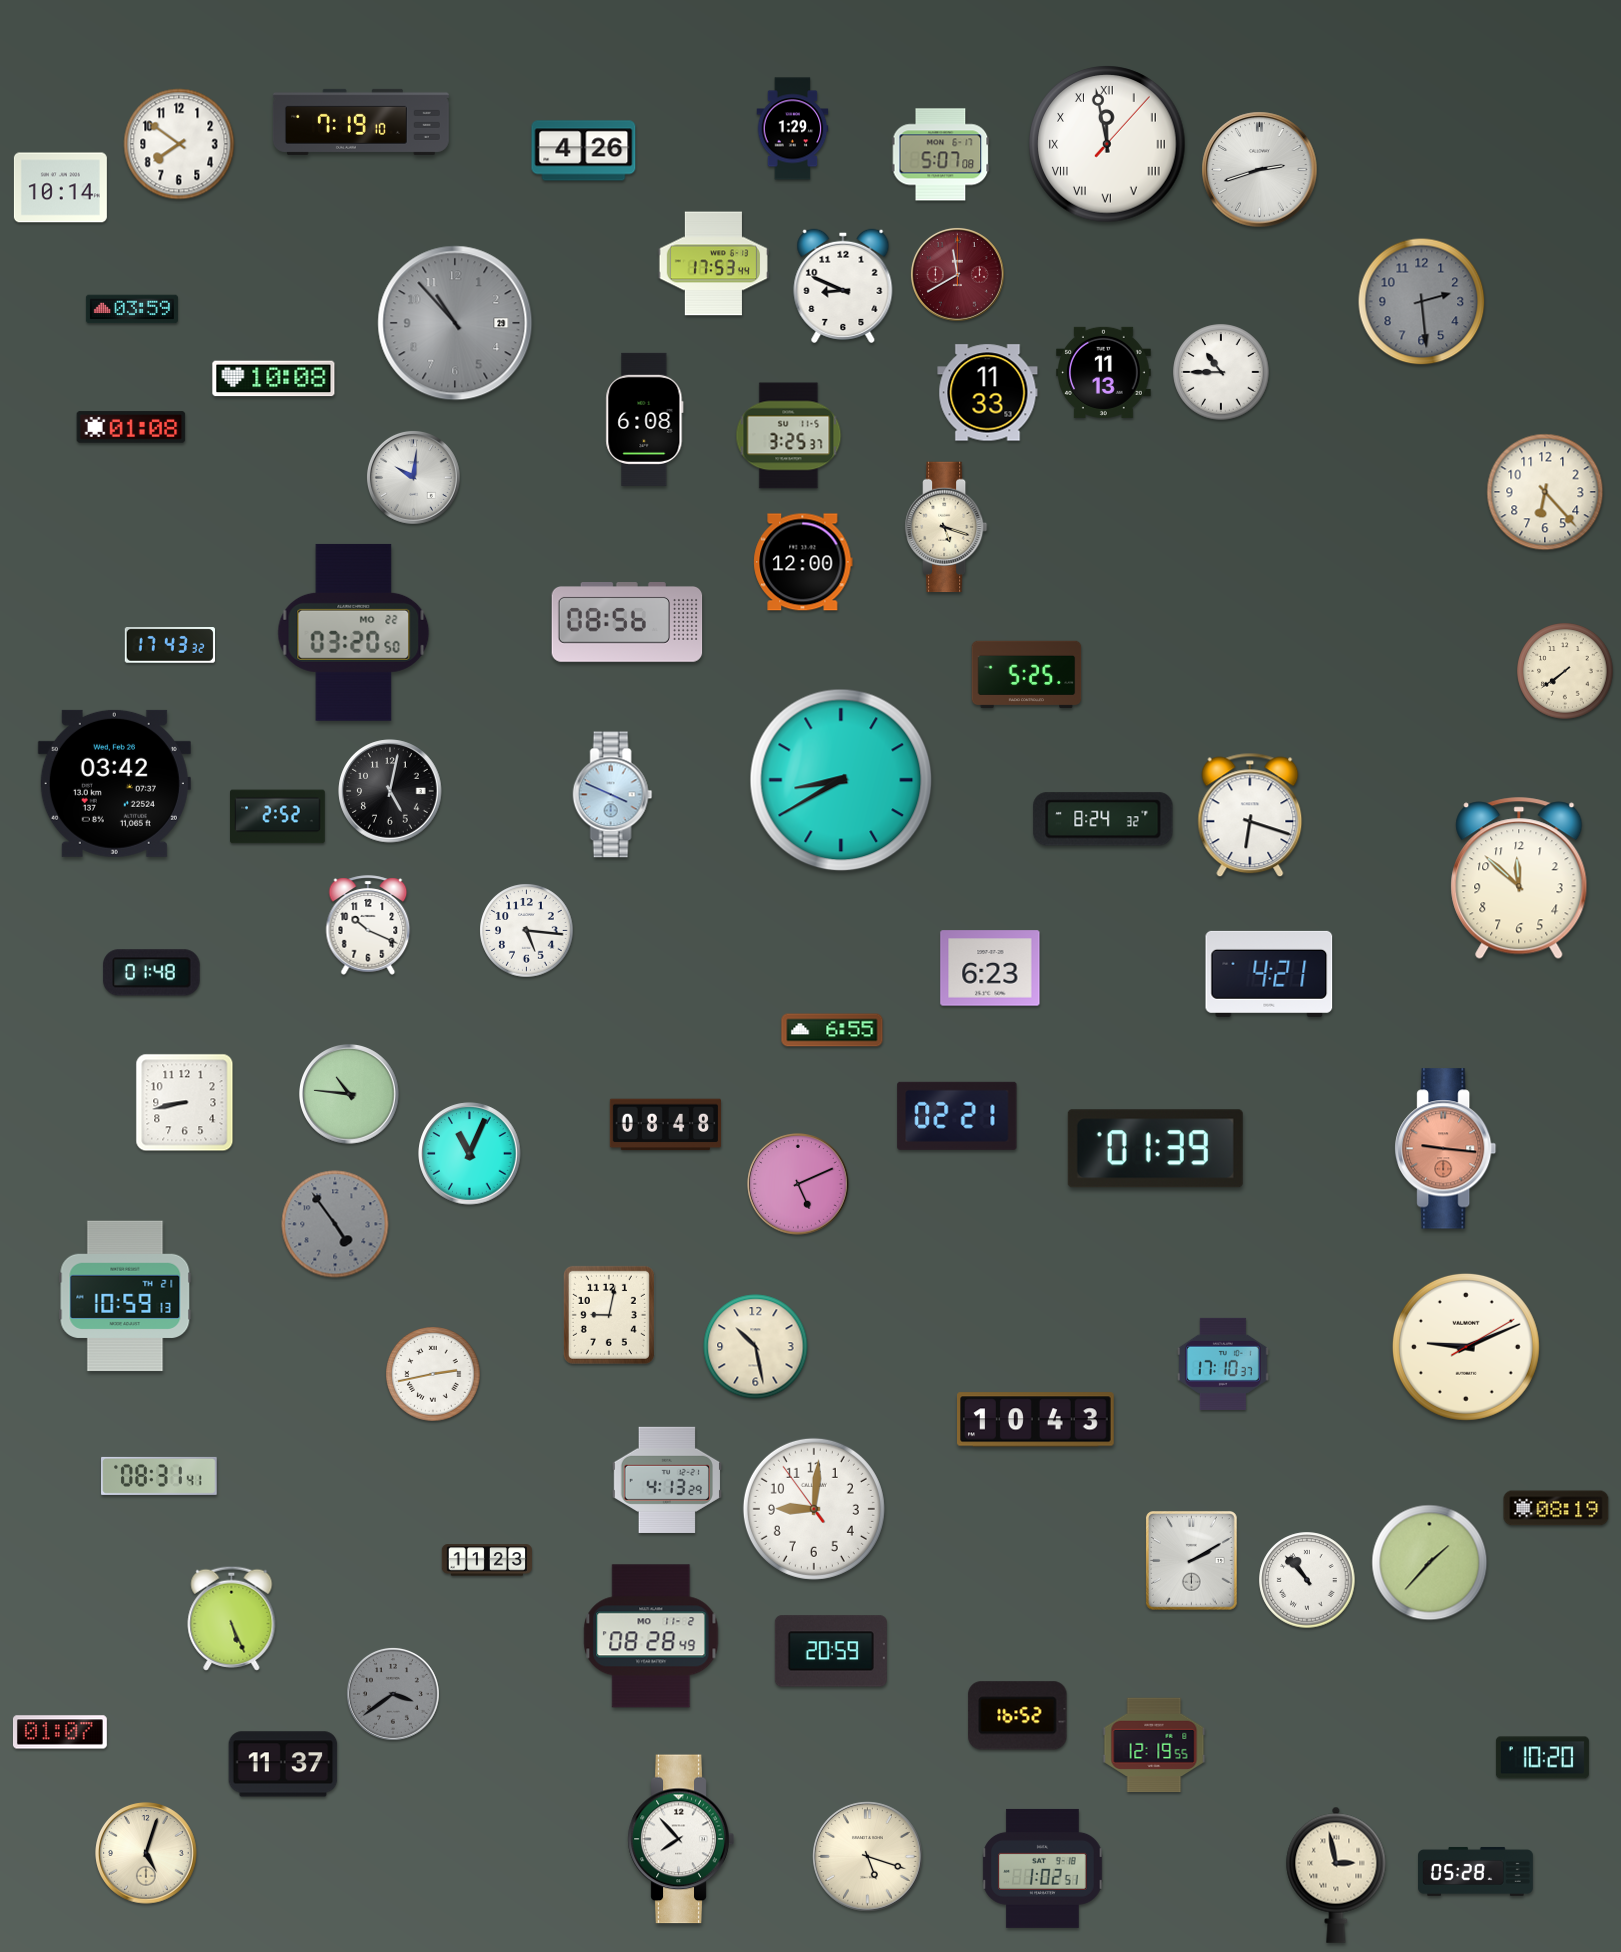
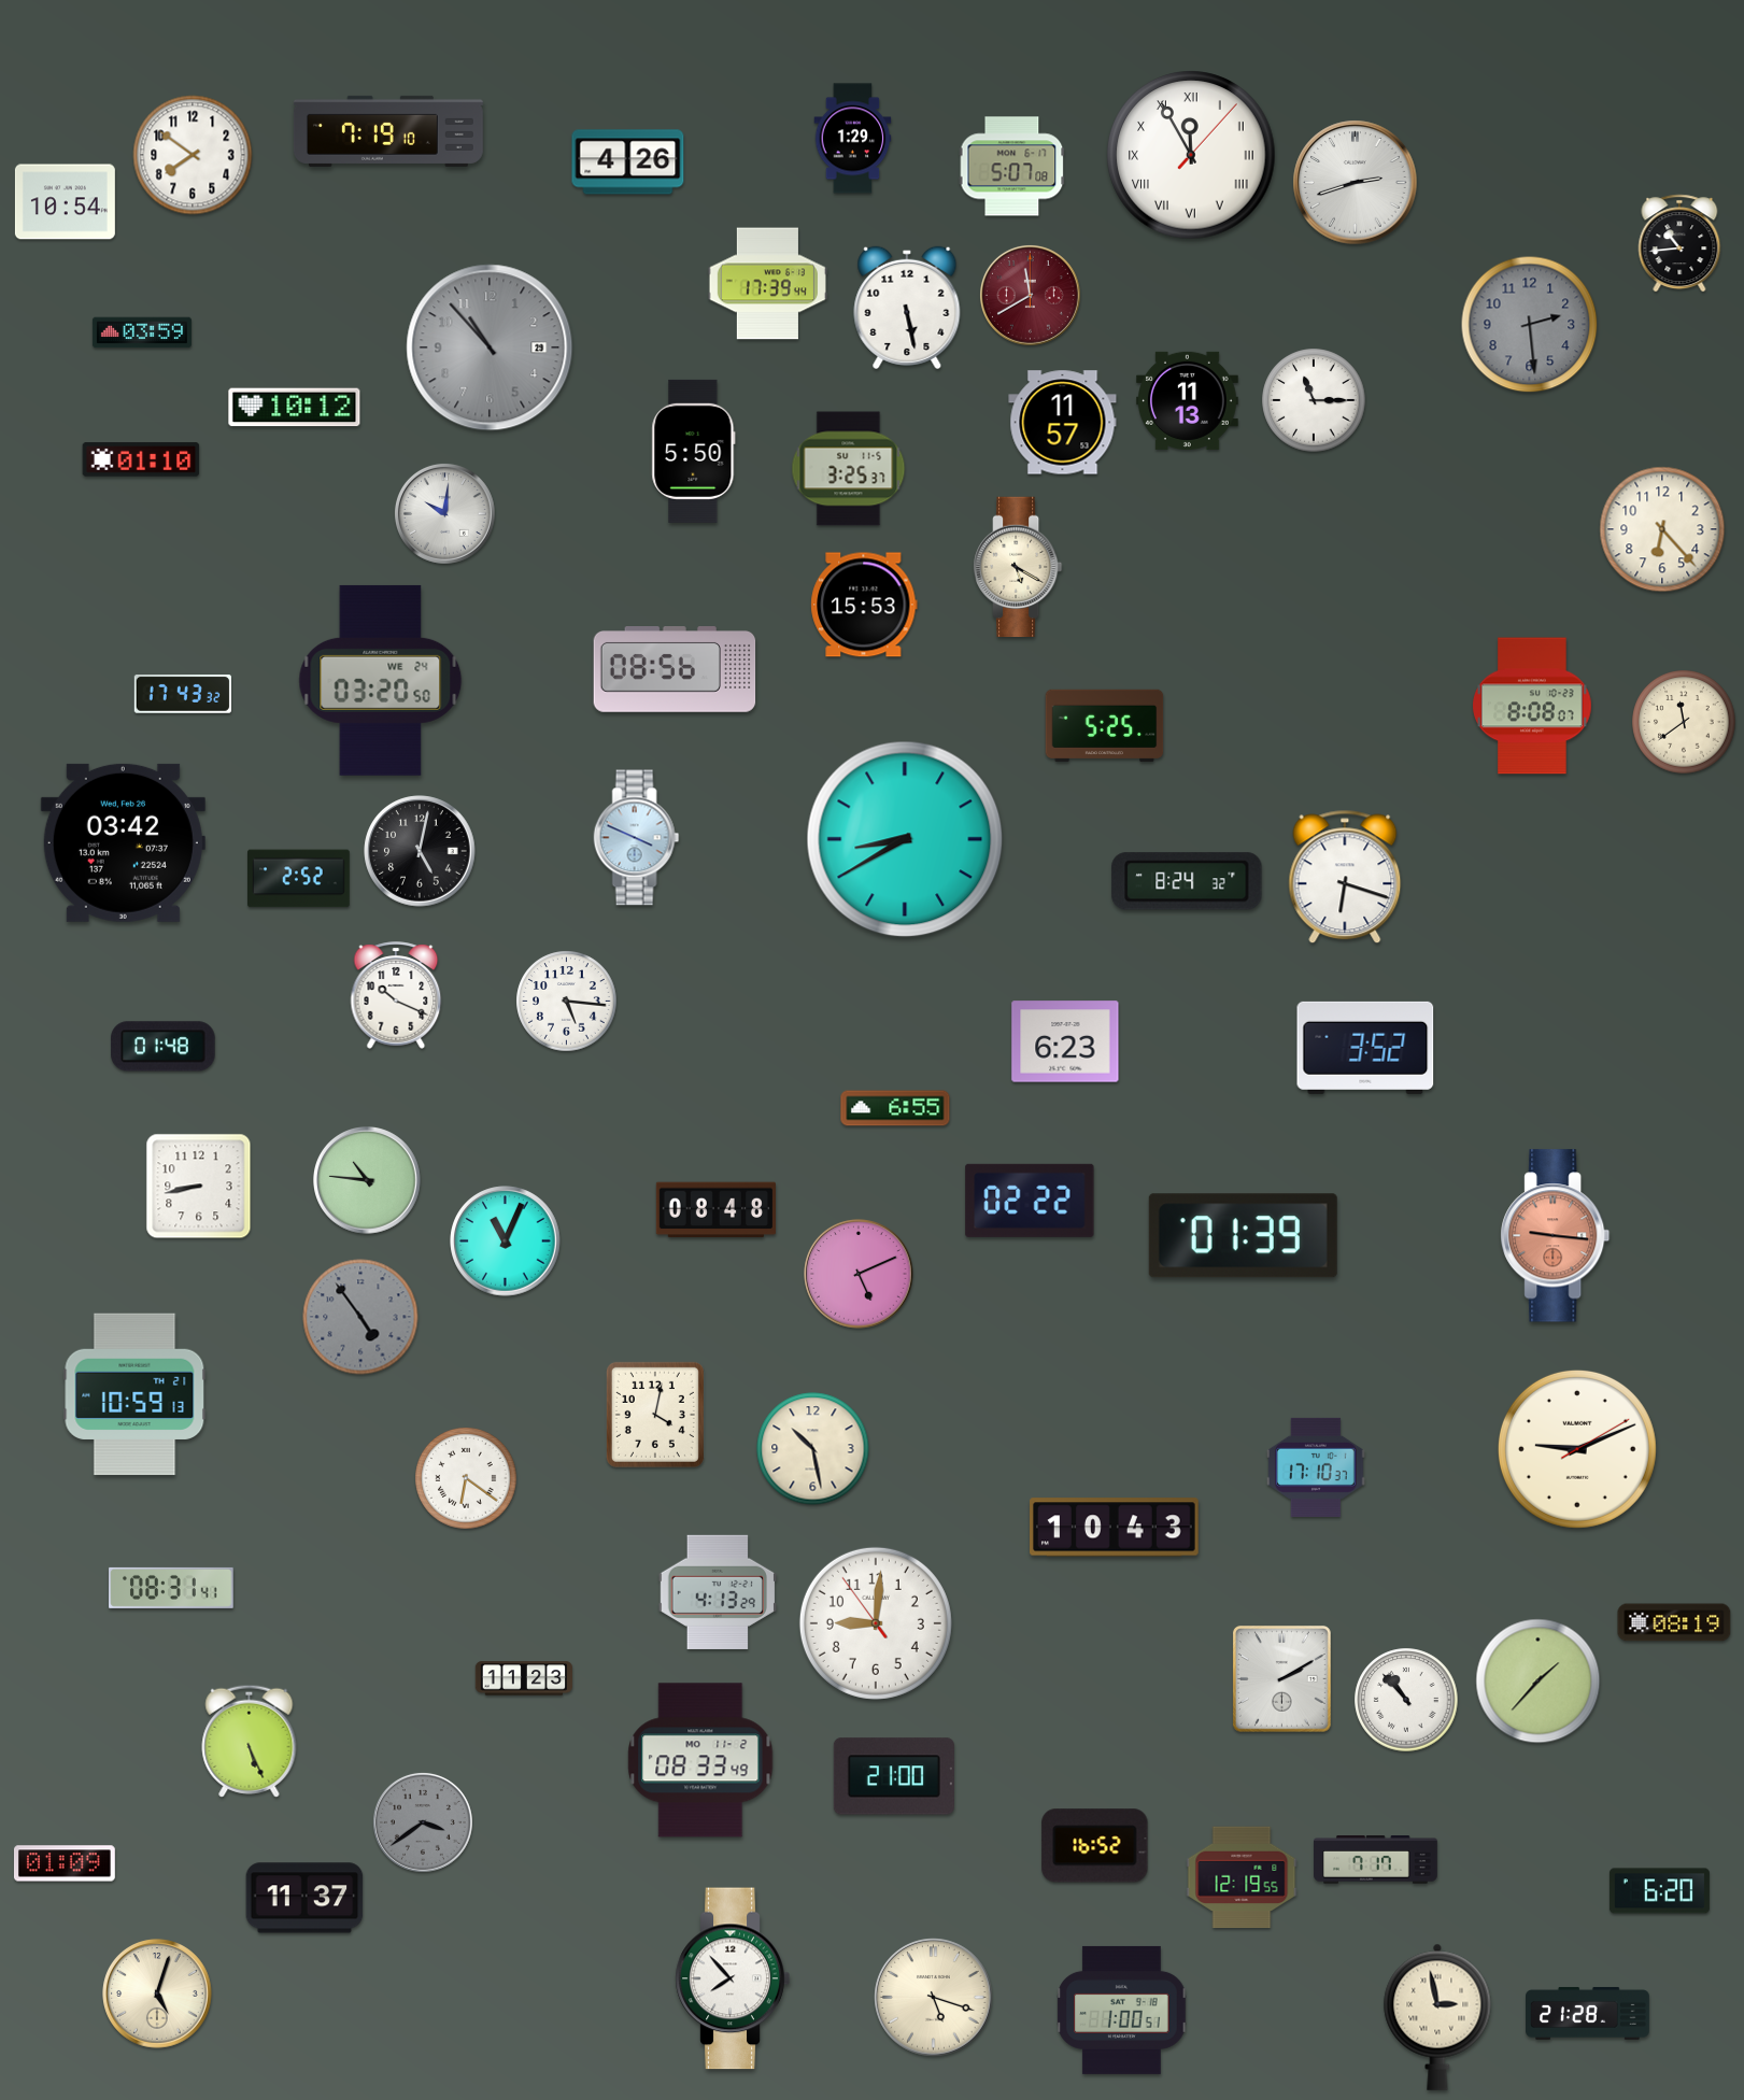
clock at (1107, 144): 11:58 -> 11:55
clock at (60, 188): 10:14 -> 10:54
clock at (1679, 243): none -> 10:44
clock at (713, 264): 17:53 -> 17:39
clock at (843, 286): 8:49 -> 5:28
clock at (1221, 372): 10:45 -> 11:15
clock at (274, 379): 10:08 -> 10:12
clock at (988, 393): 11:33 -> 11:57
clock at (645, 419): 6:08 -> 5:50
clock at (131, 427): 01:08 -> 01:10
clock at (947, 527): 5:18 -> 5:20
clock at (803, 562): 12:00 -> 15:53
clock at (354, 632) date: MO 22 -> WE 24
clock at (1533, 706): none -> 8:08
clock at (1565, 671): 7:39 -> 11:39
clock at (613, 795) position: (613, 795) -> (637, 838)
clock at (1519, 878): 11:52 -> none
clock at (1269, 974): 4:21 -> 3:52
clock at (350, 1095) position: (350, 1095) -> (368, 1181)
clock at (957, 1116): 02:21 -> 02:22
clock at (609, 1315): 9:02 -> 4:02
clock at (433, 1374): 2:43 -> 6:21
clock at (651, 1636): 08:28 -> 08:33
clock at (831, 1651): 20:59 -> 21:00
clock at (1376, 1860): none -> 7:17
clock at (60, 1732): 01:07 -> 01:09
clock at (1542, 1758): 10:20 -> 6:20
clock at (1043, 1868): 1:02 -> 1:00
clock at (1476, 1871): 05:28 -> 21:28
